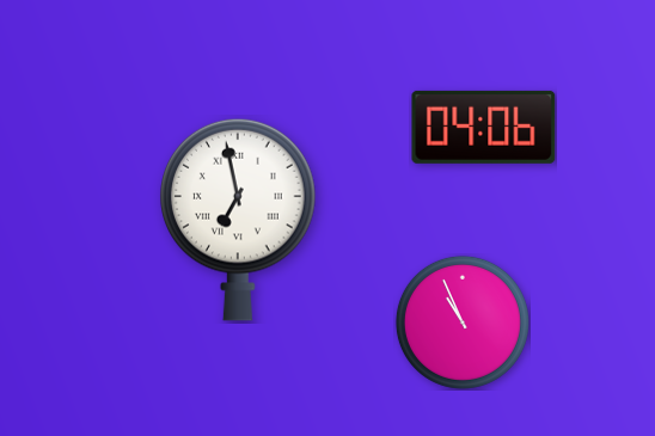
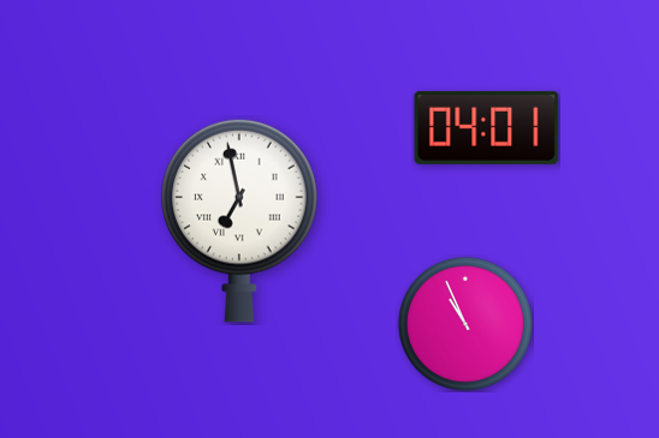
clock at (484, 127): 04:06 -> 04:01
